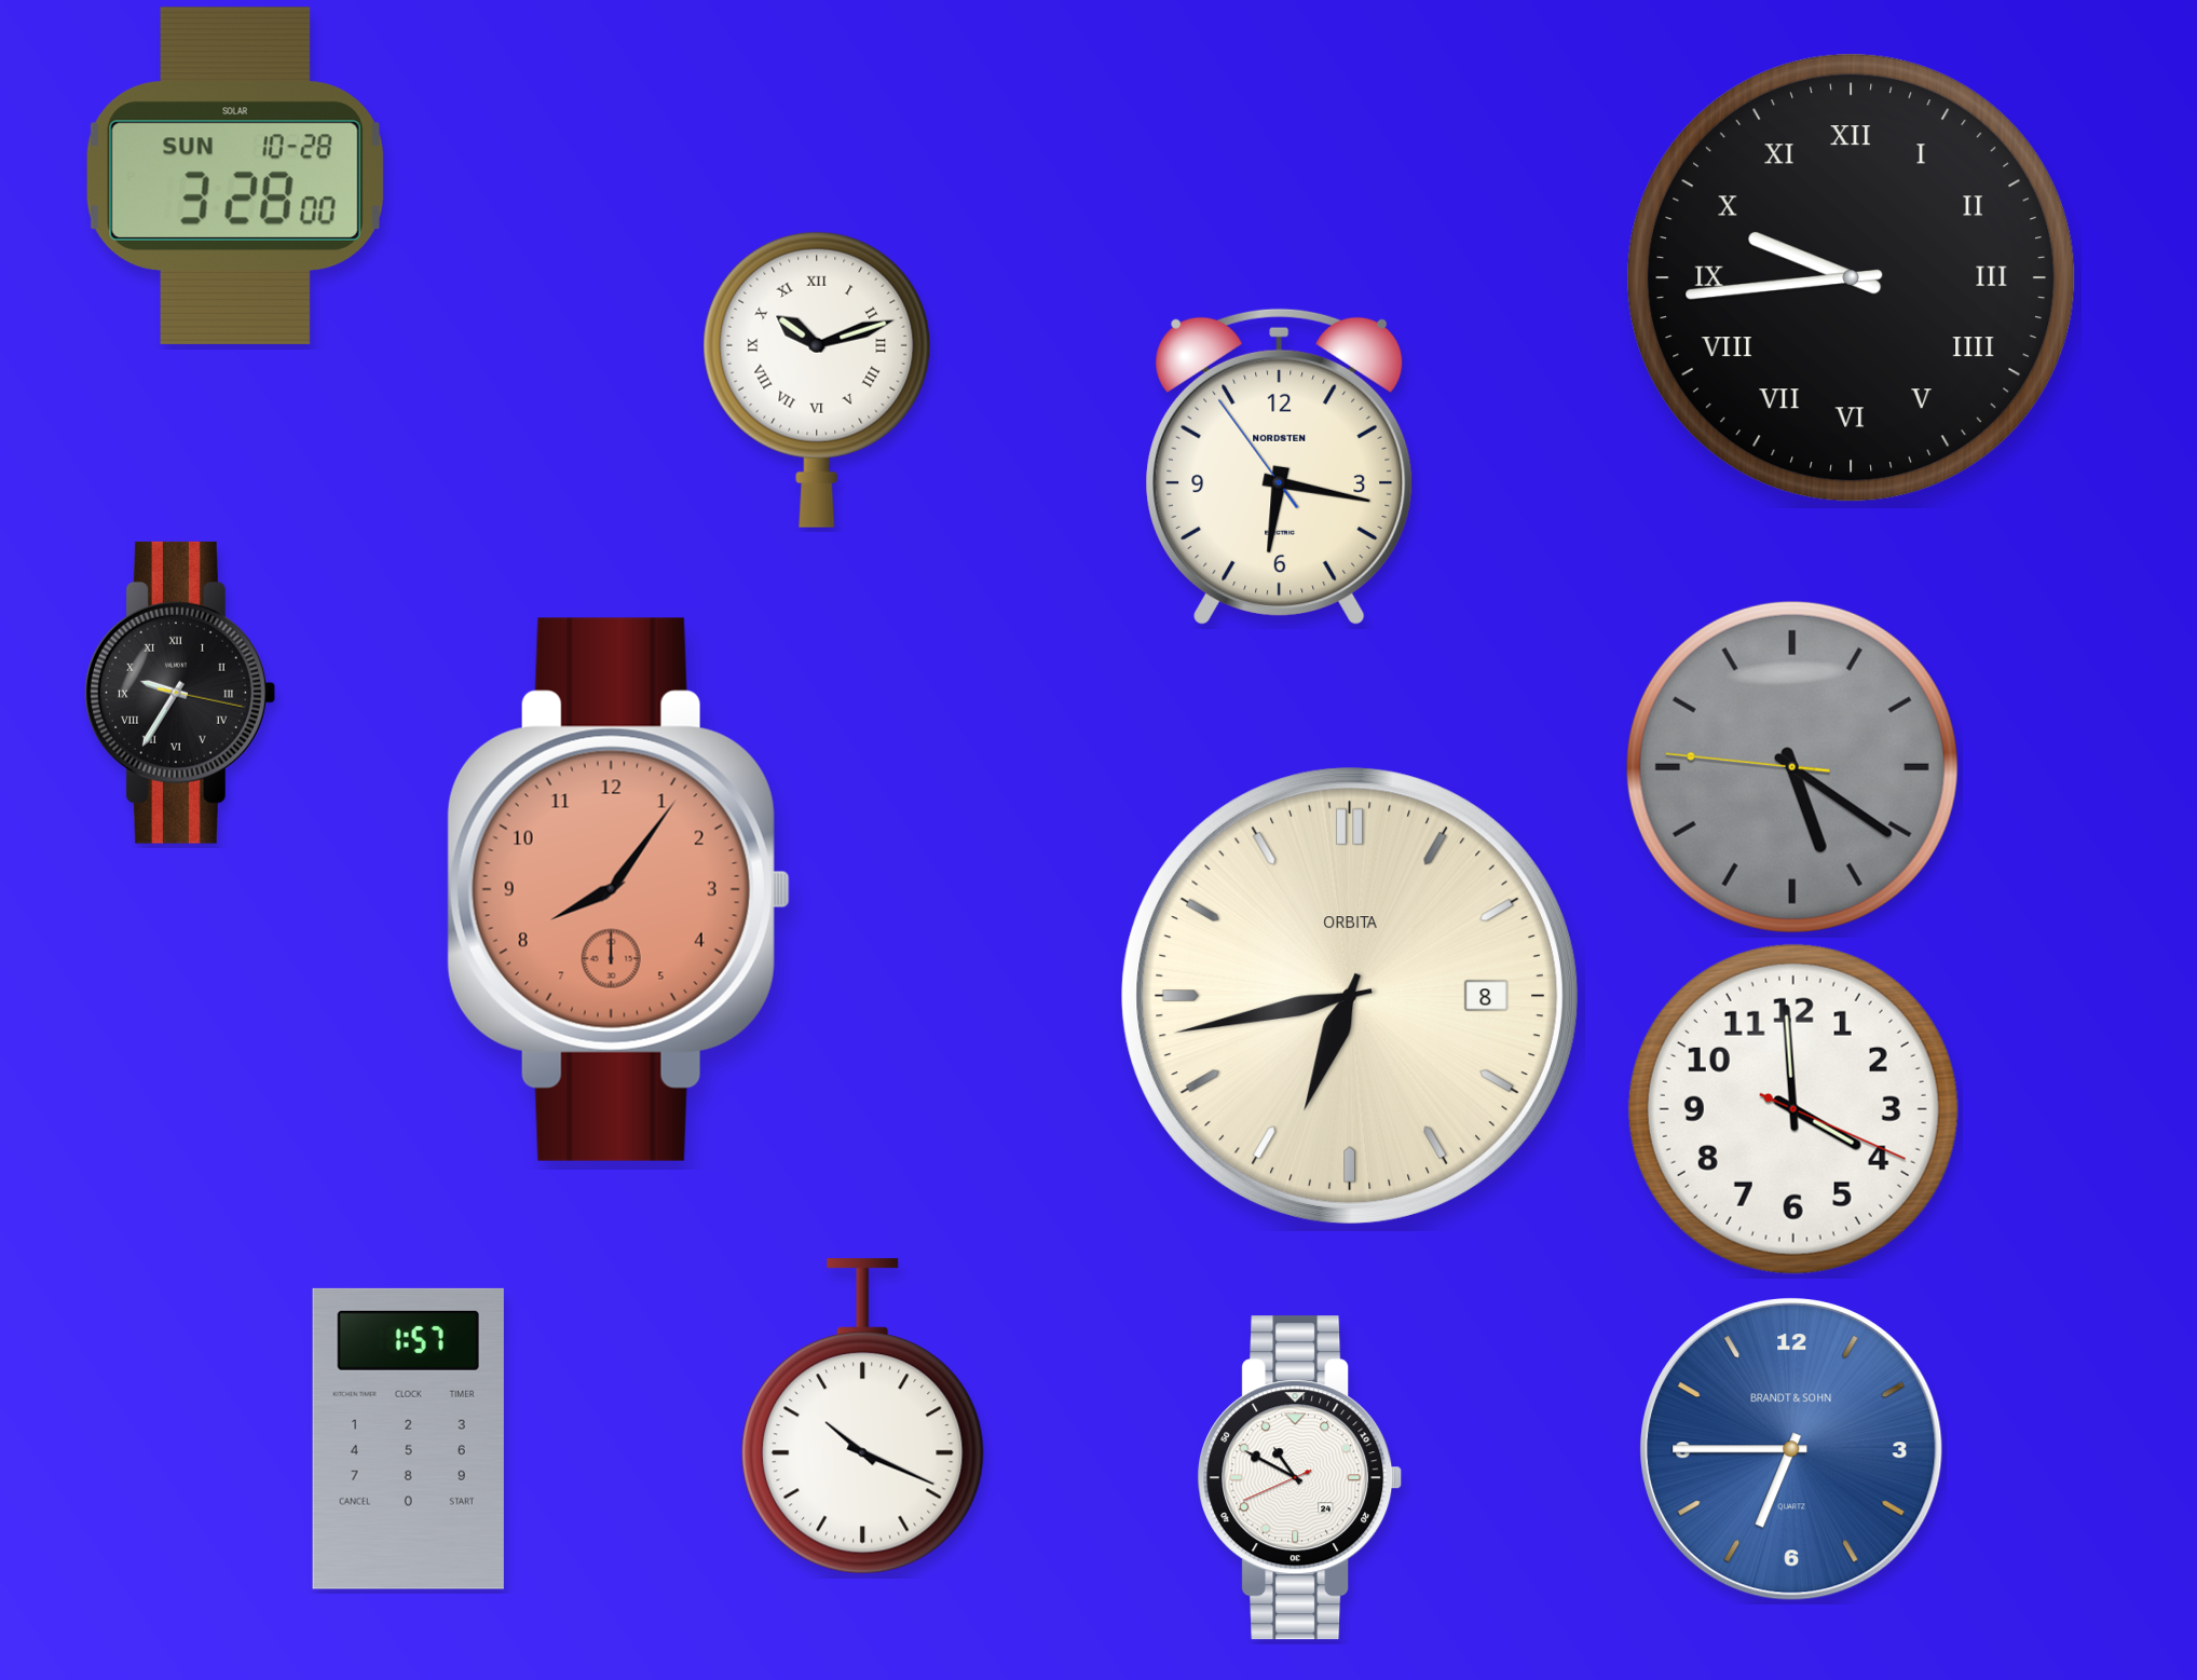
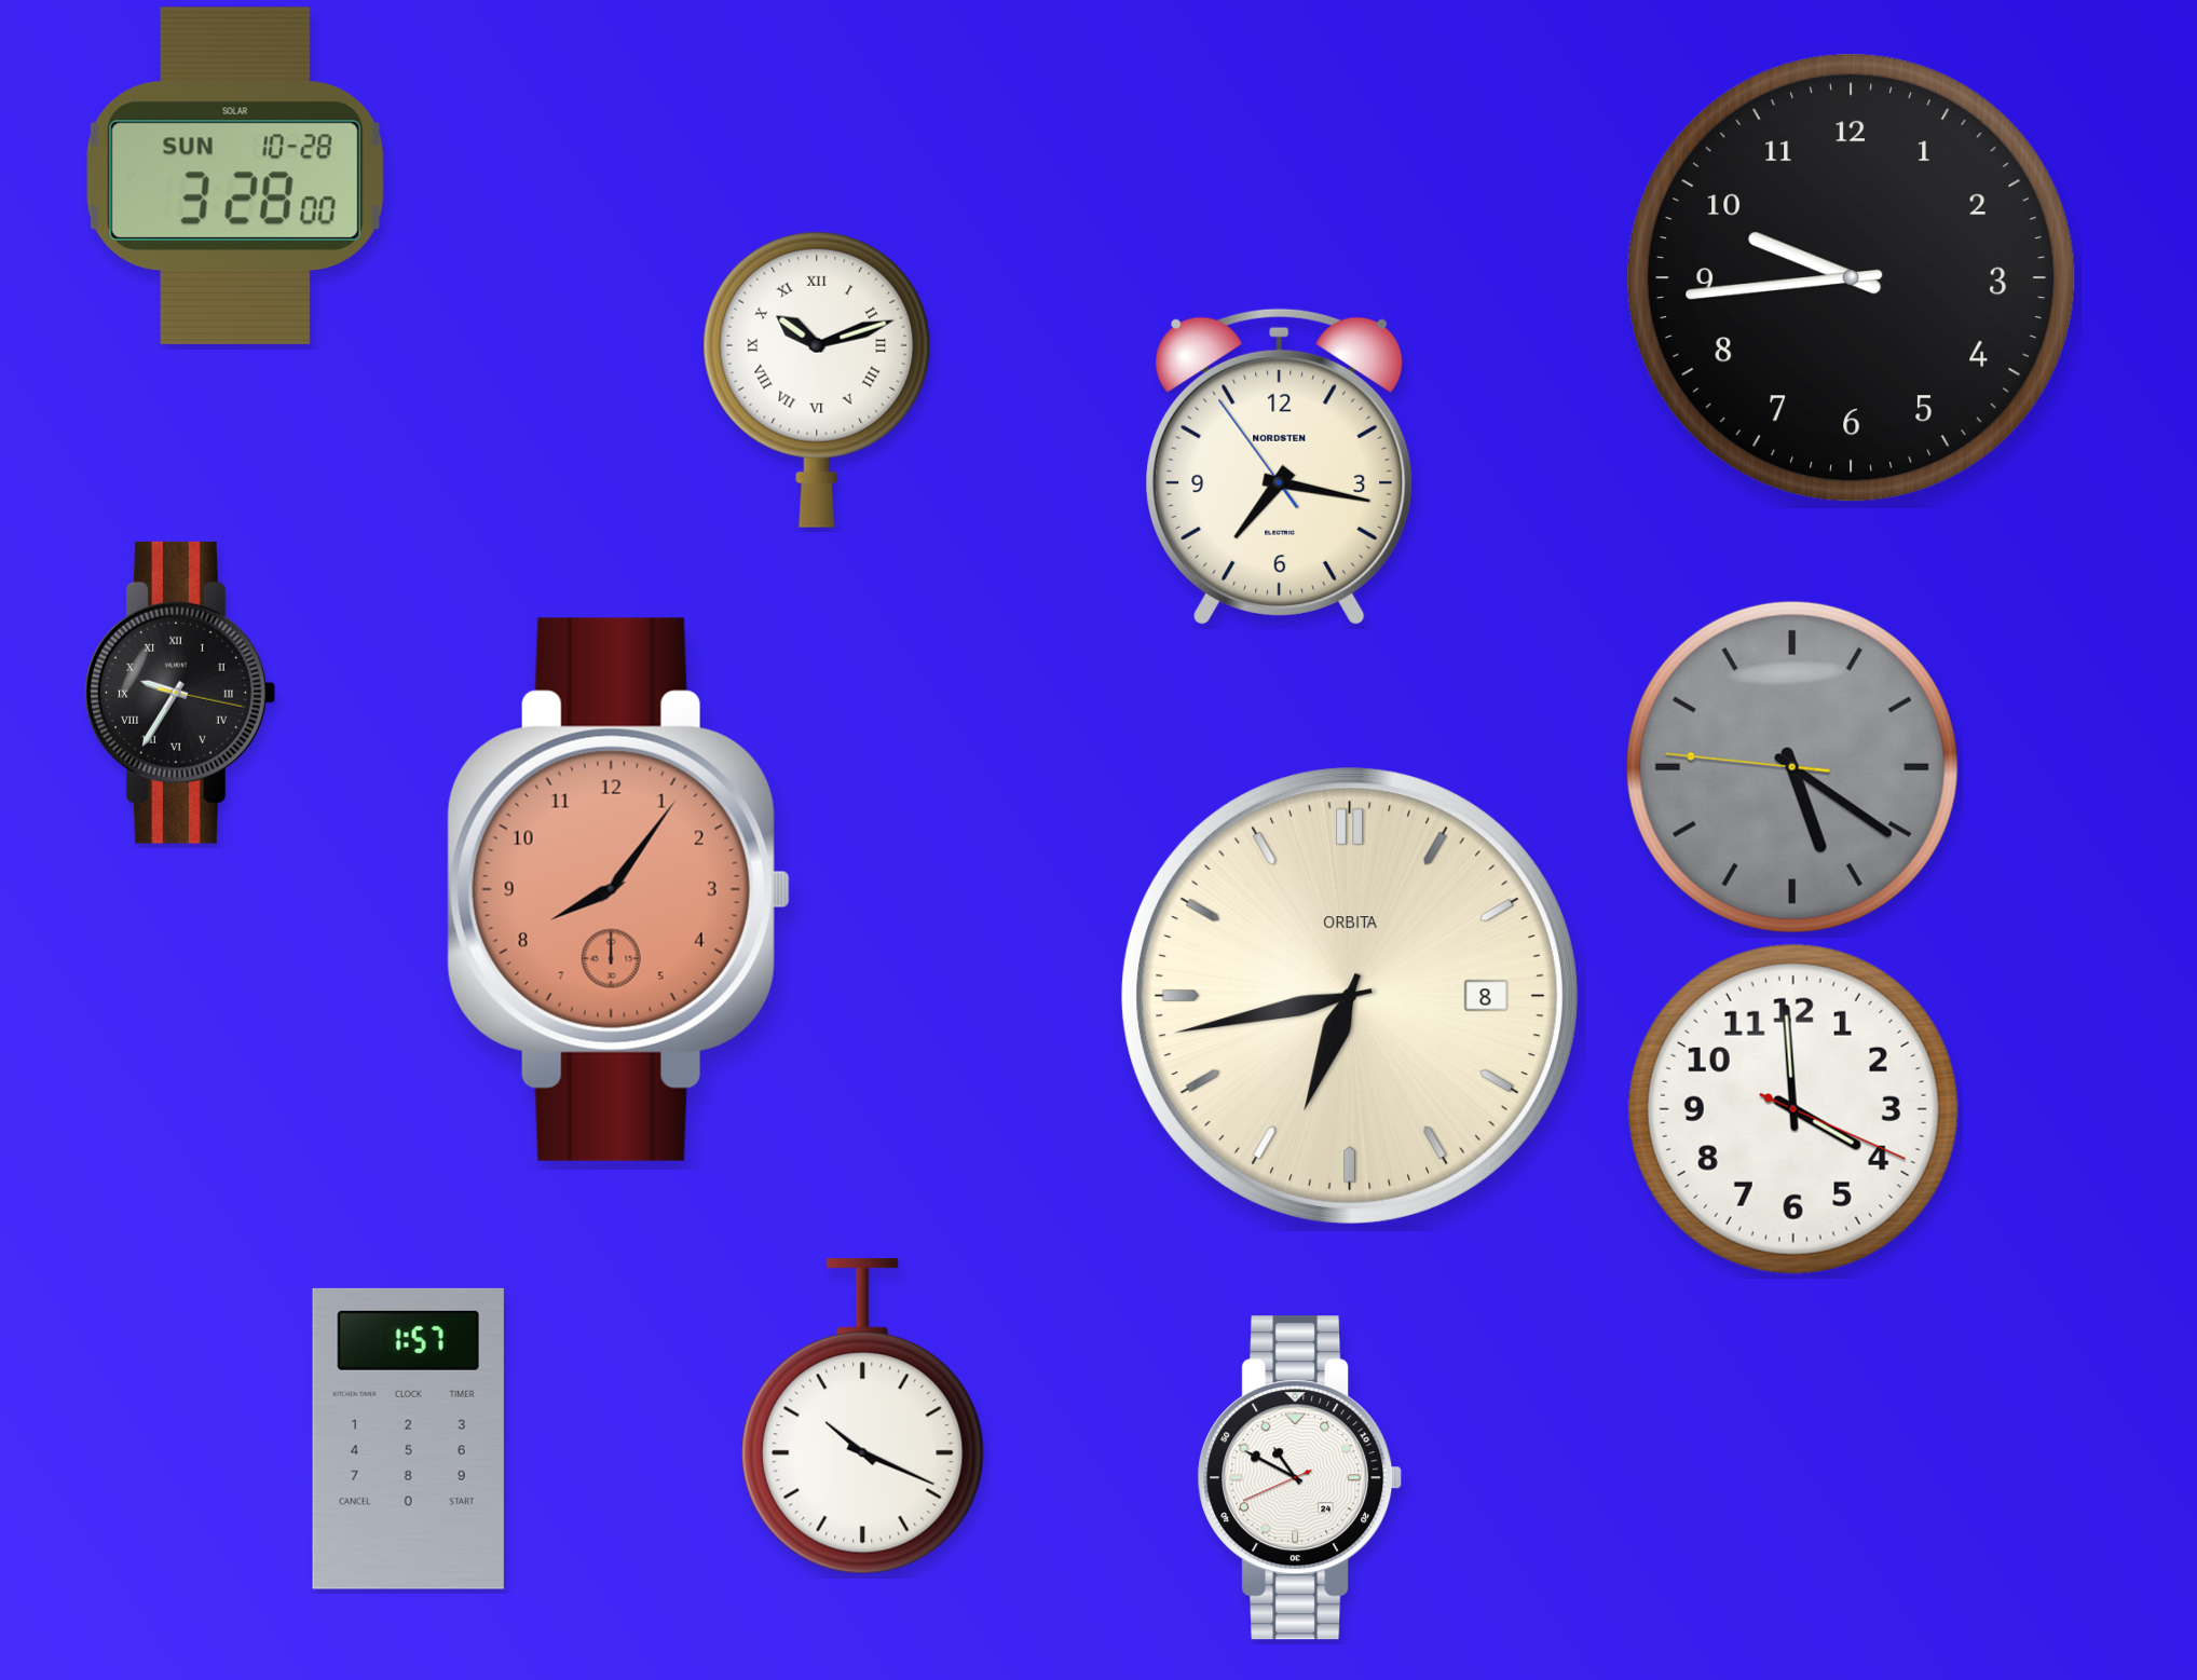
clock at (1852, 278) numerals: Roman -> Arabic
clock at (1280, 466): 6:16 -> 7:16
clock at (1791, 1449): 6:45 -> none
